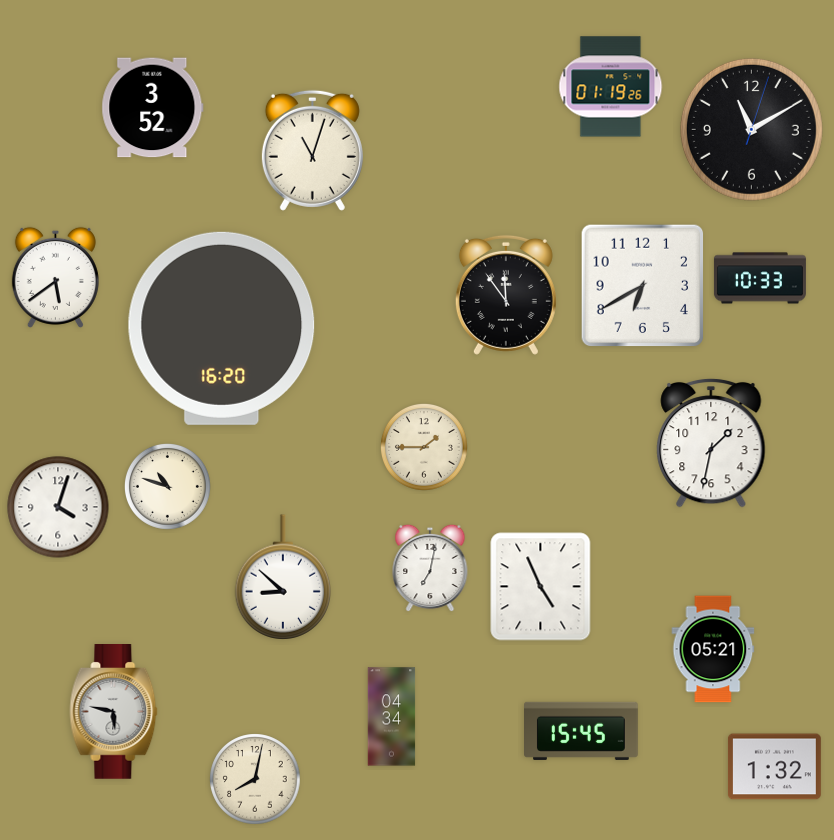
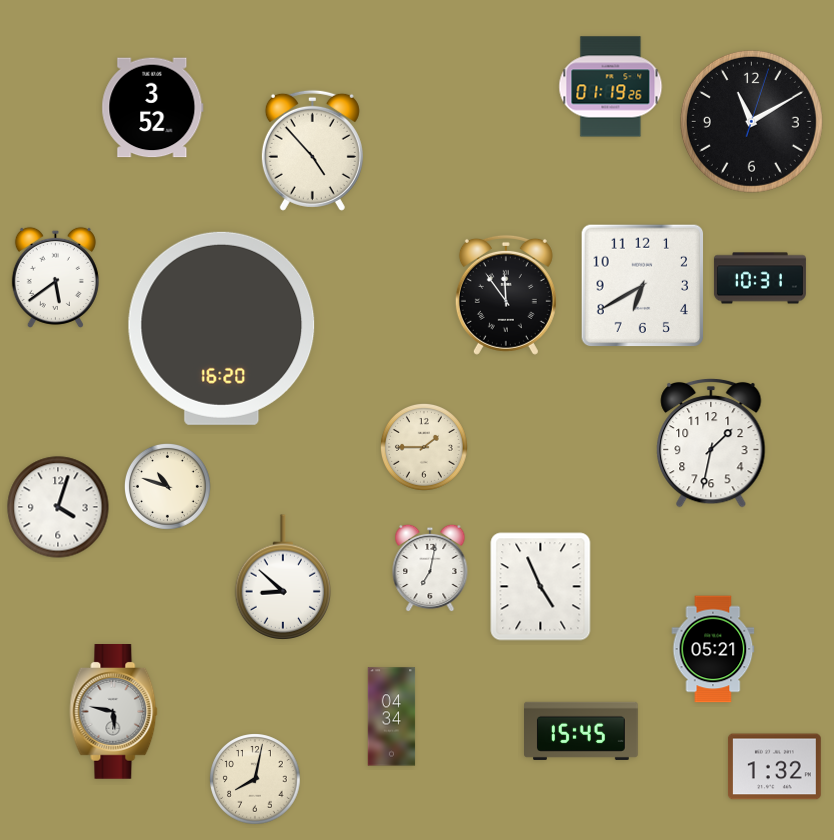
clock at (751, 129) position: (751, 129) -> (751, 121)
clock at (312, 150): 11:03 -> 4:53
clock at (760, 278): 10:33 -> 10:31
